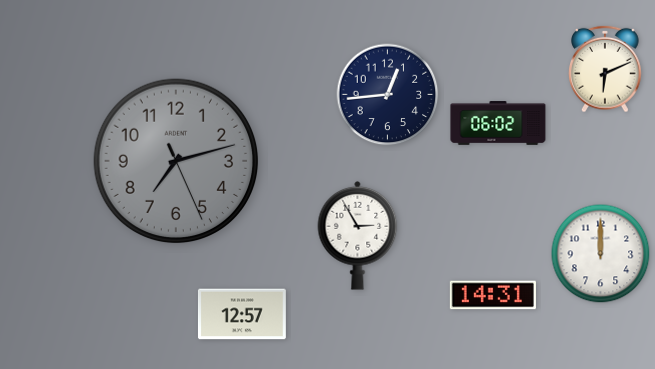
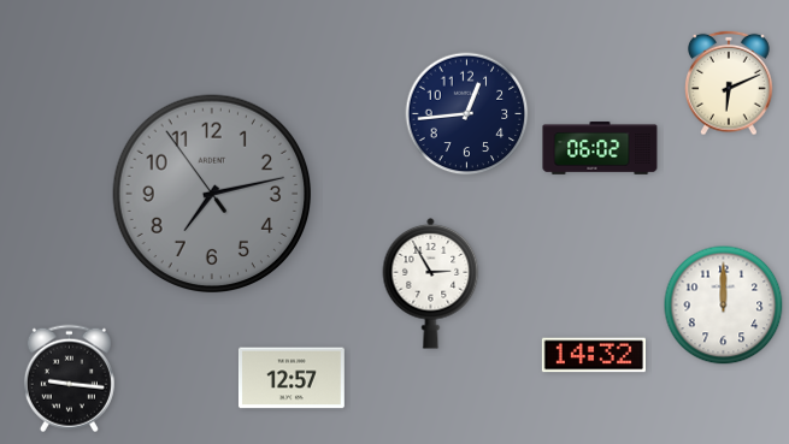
clock at (176, 161): 7:12:26 -> 7:12:54
clock at (493, 295): 14:31 -> 14:32
clock at (69, 379): none -> 9:16
